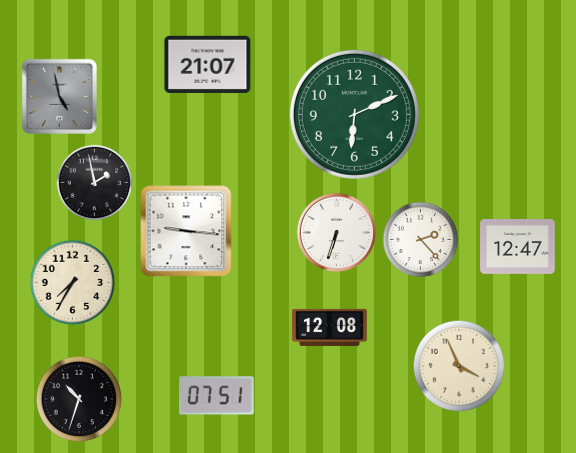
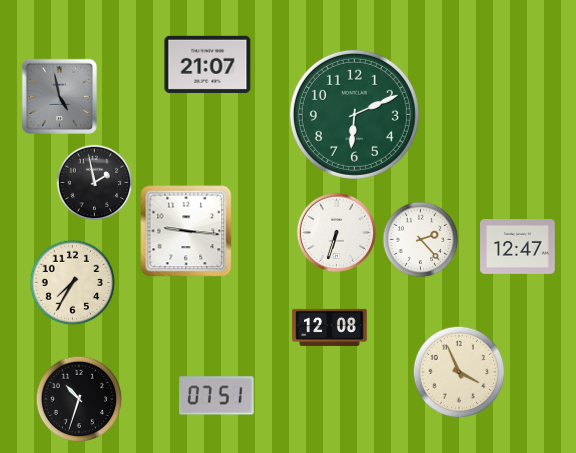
clock at (459, 366) position: (459, 366) -> (459, 372)
